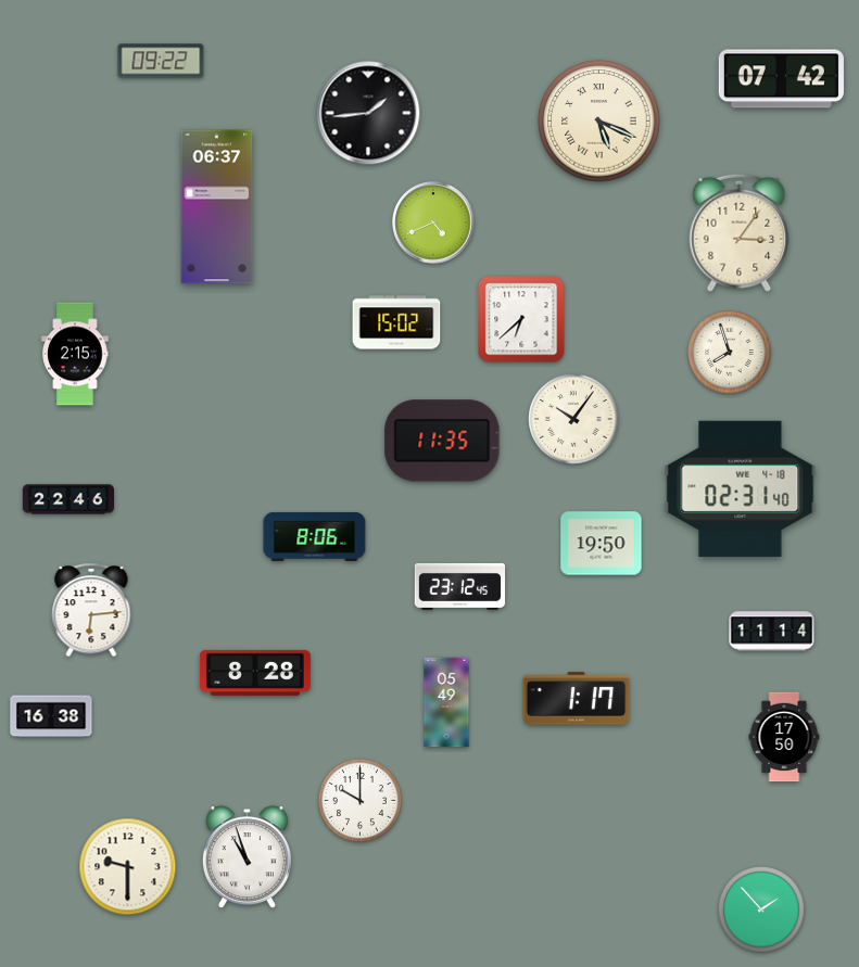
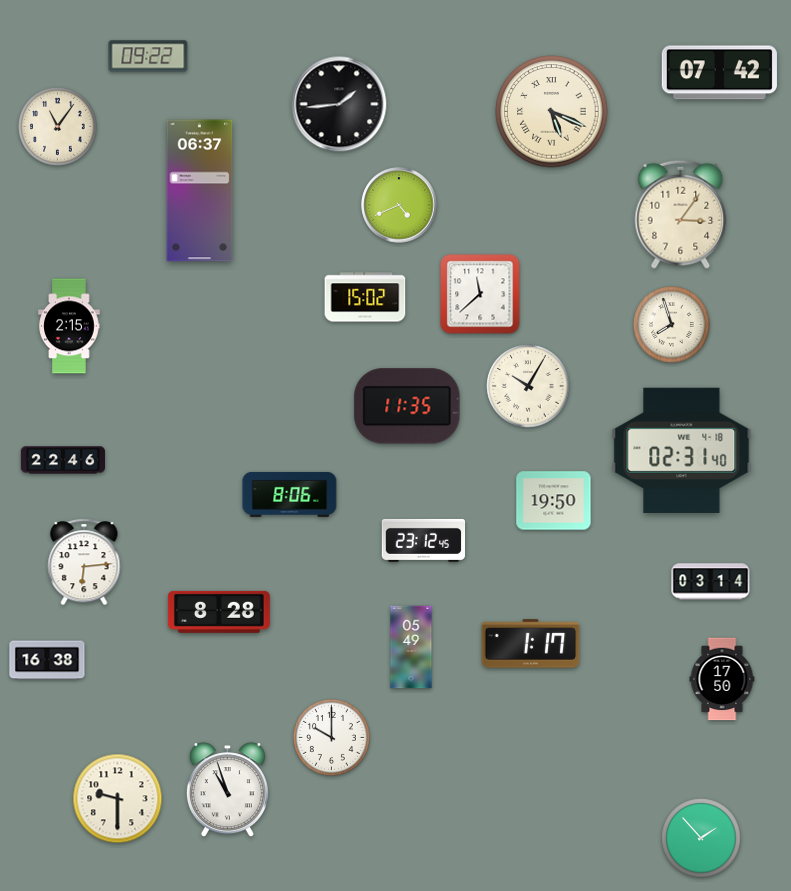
clock at (58, 127): none -> 11:06
clock at (521, 319): 6:38 -> 11:38
clock at (573, 419): 10:06 -> 10:05
clock at (772, 632): 11:14 -> 03:14
clock at (255, 673) position: (255, 673) -> (219, 612)
